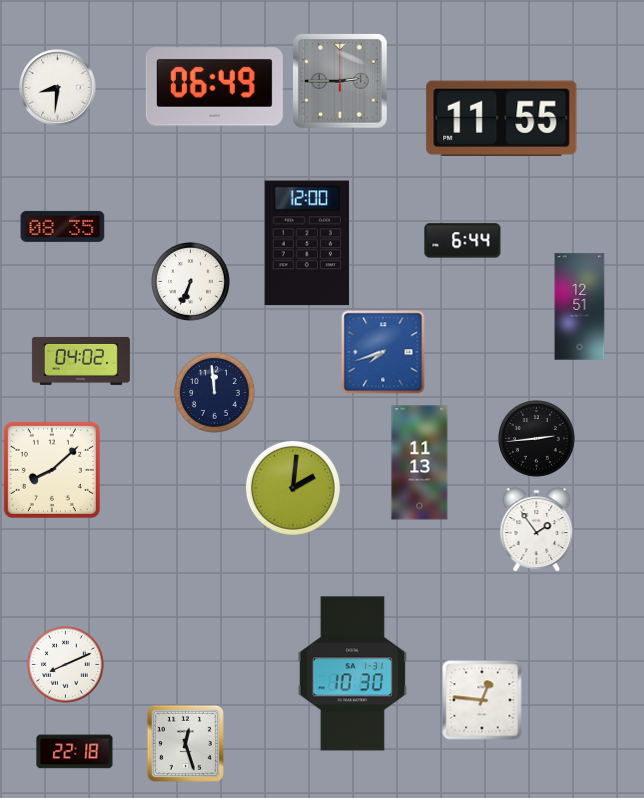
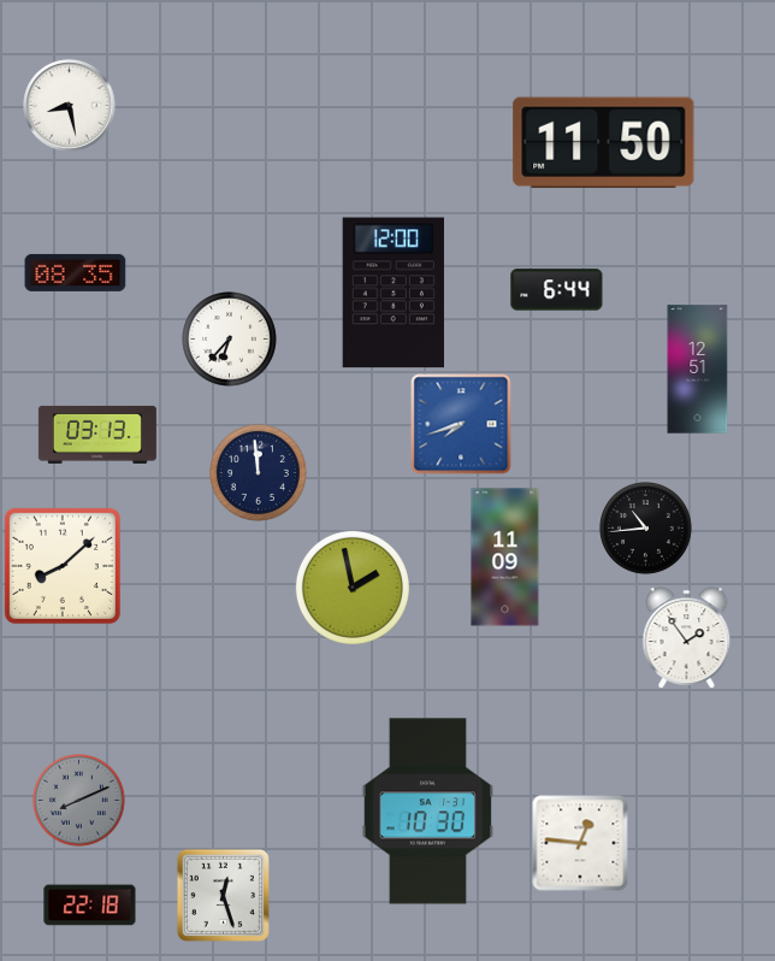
clock at (340, 81): 2:45 -> none
clock at (214, 87): 06:49 -> none
clock at (58, 88): 8:31 -> 8:28
clock at (502, 118): 11:55 -> 11:50
clock at (307, 243) position: (307, 243) -> (394, 293)
clock at (191, 282): 6:34 -> 6:37
clock at (81, 361): 04:02 -> 03:13
clock at (537, 439): 2:44 -> 10:44
clock at (420, 463): 11:13 -> 11:09
clock at (293, 488): 2:01 -> 1:58
clock at (537, 530) position: (537, 530) -> (687, 638)
clock at (66, 665) dial: white -> grey
clock at (352, 674) position: (352, 674) -> (427, 812)
